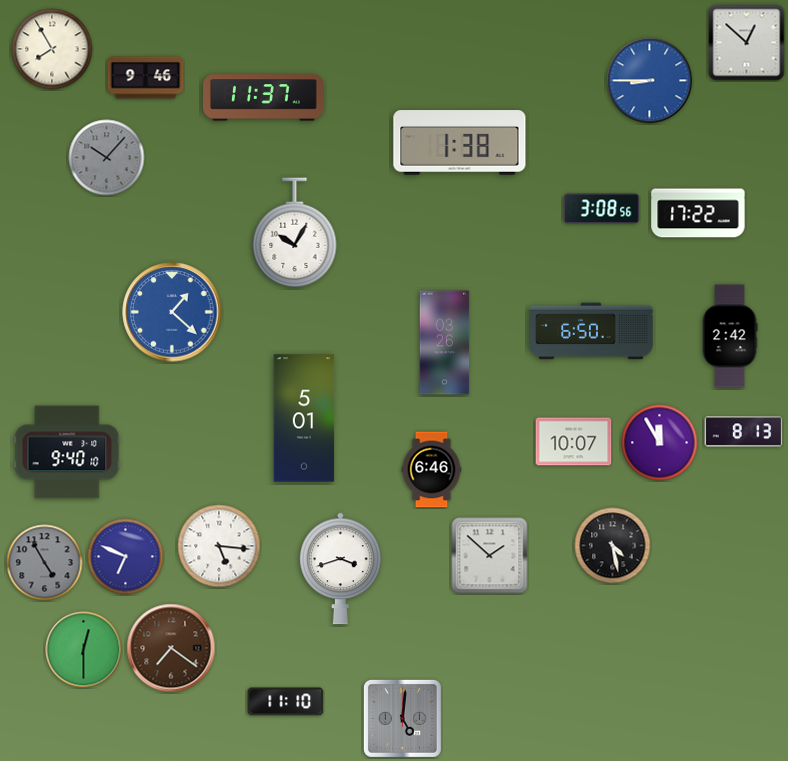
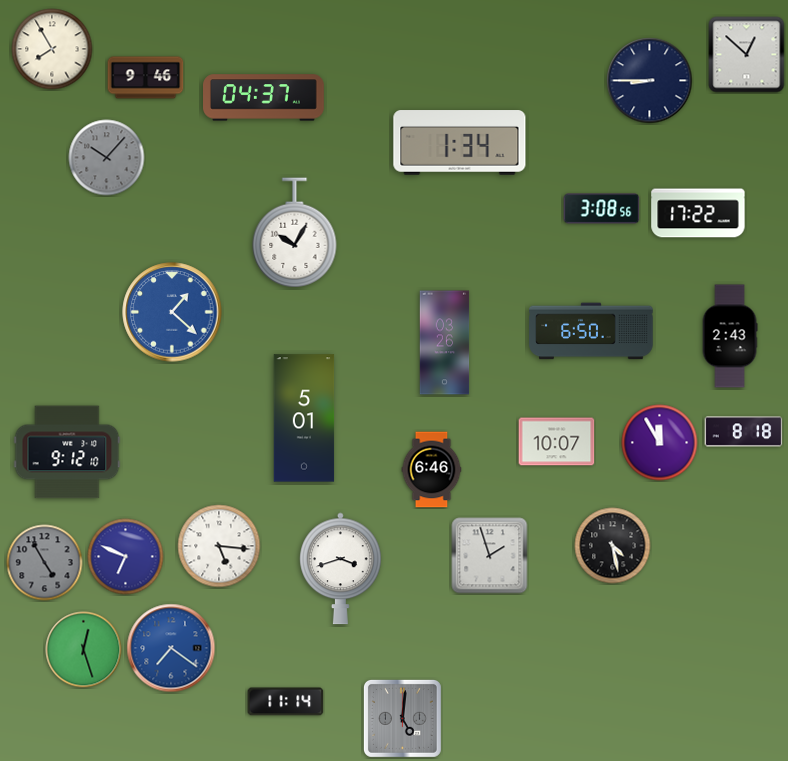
clock at (747, 43) position: (747, 43) -> (747, 55)
clock at (650, 81) dial: blue -> navy
clock at (264, 98): 11:37 -> 04:37
clock at (460, 143): 1:38 -> 1:34
clock at (730, 336): 2:42 -> 2:43
clock at (744, 432): 8:13 -> 8:18
clock at (574, 442) position: (574, 442) -> (557, 442)
clock at (67, 452): 9:40 -> 9:12
clock at (490, 556): 1:52 -> 1:57
clock at (171, 648) dial: brown -> blue
clock at (84, 650): 12:30 -> 12:27
clock at (286, 702): 11:10 -> 11:14
